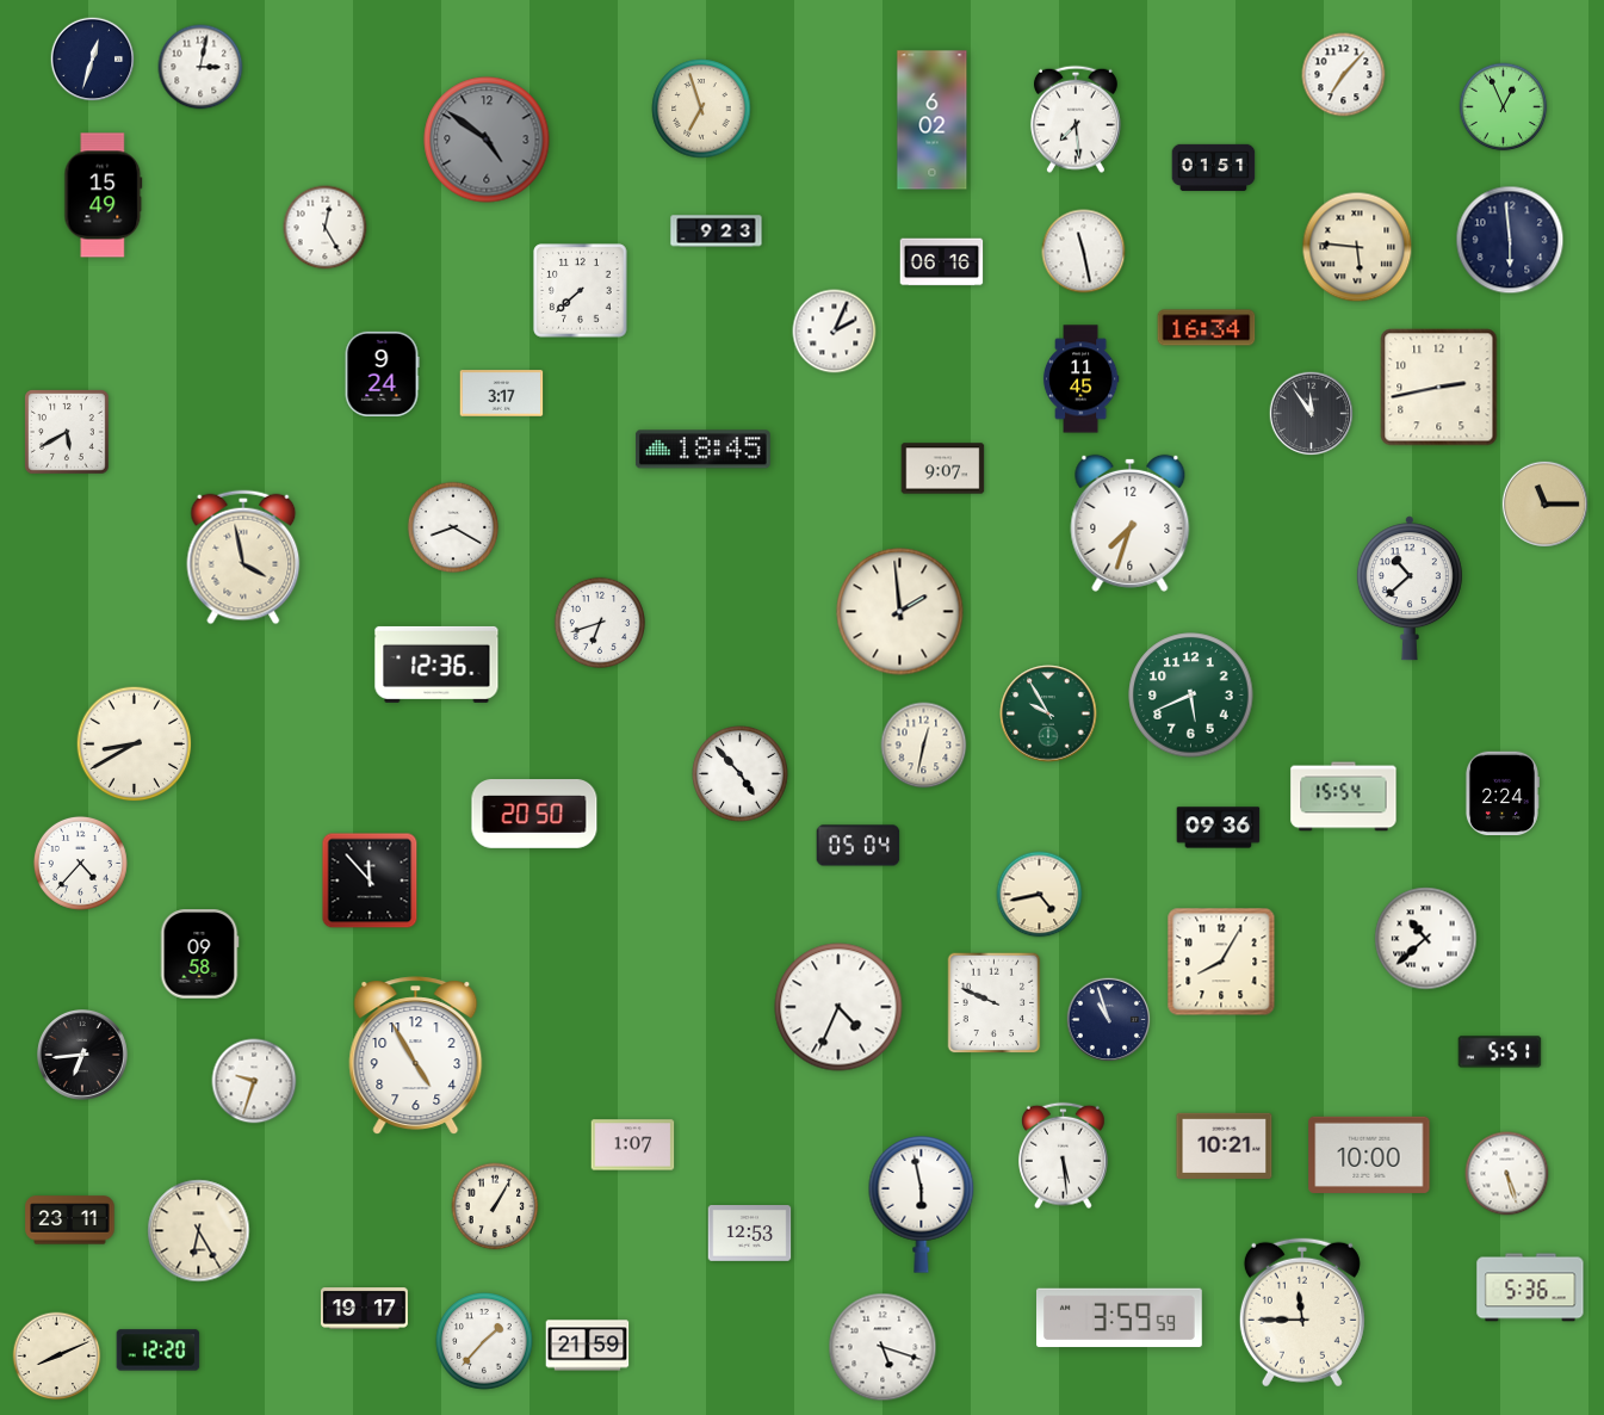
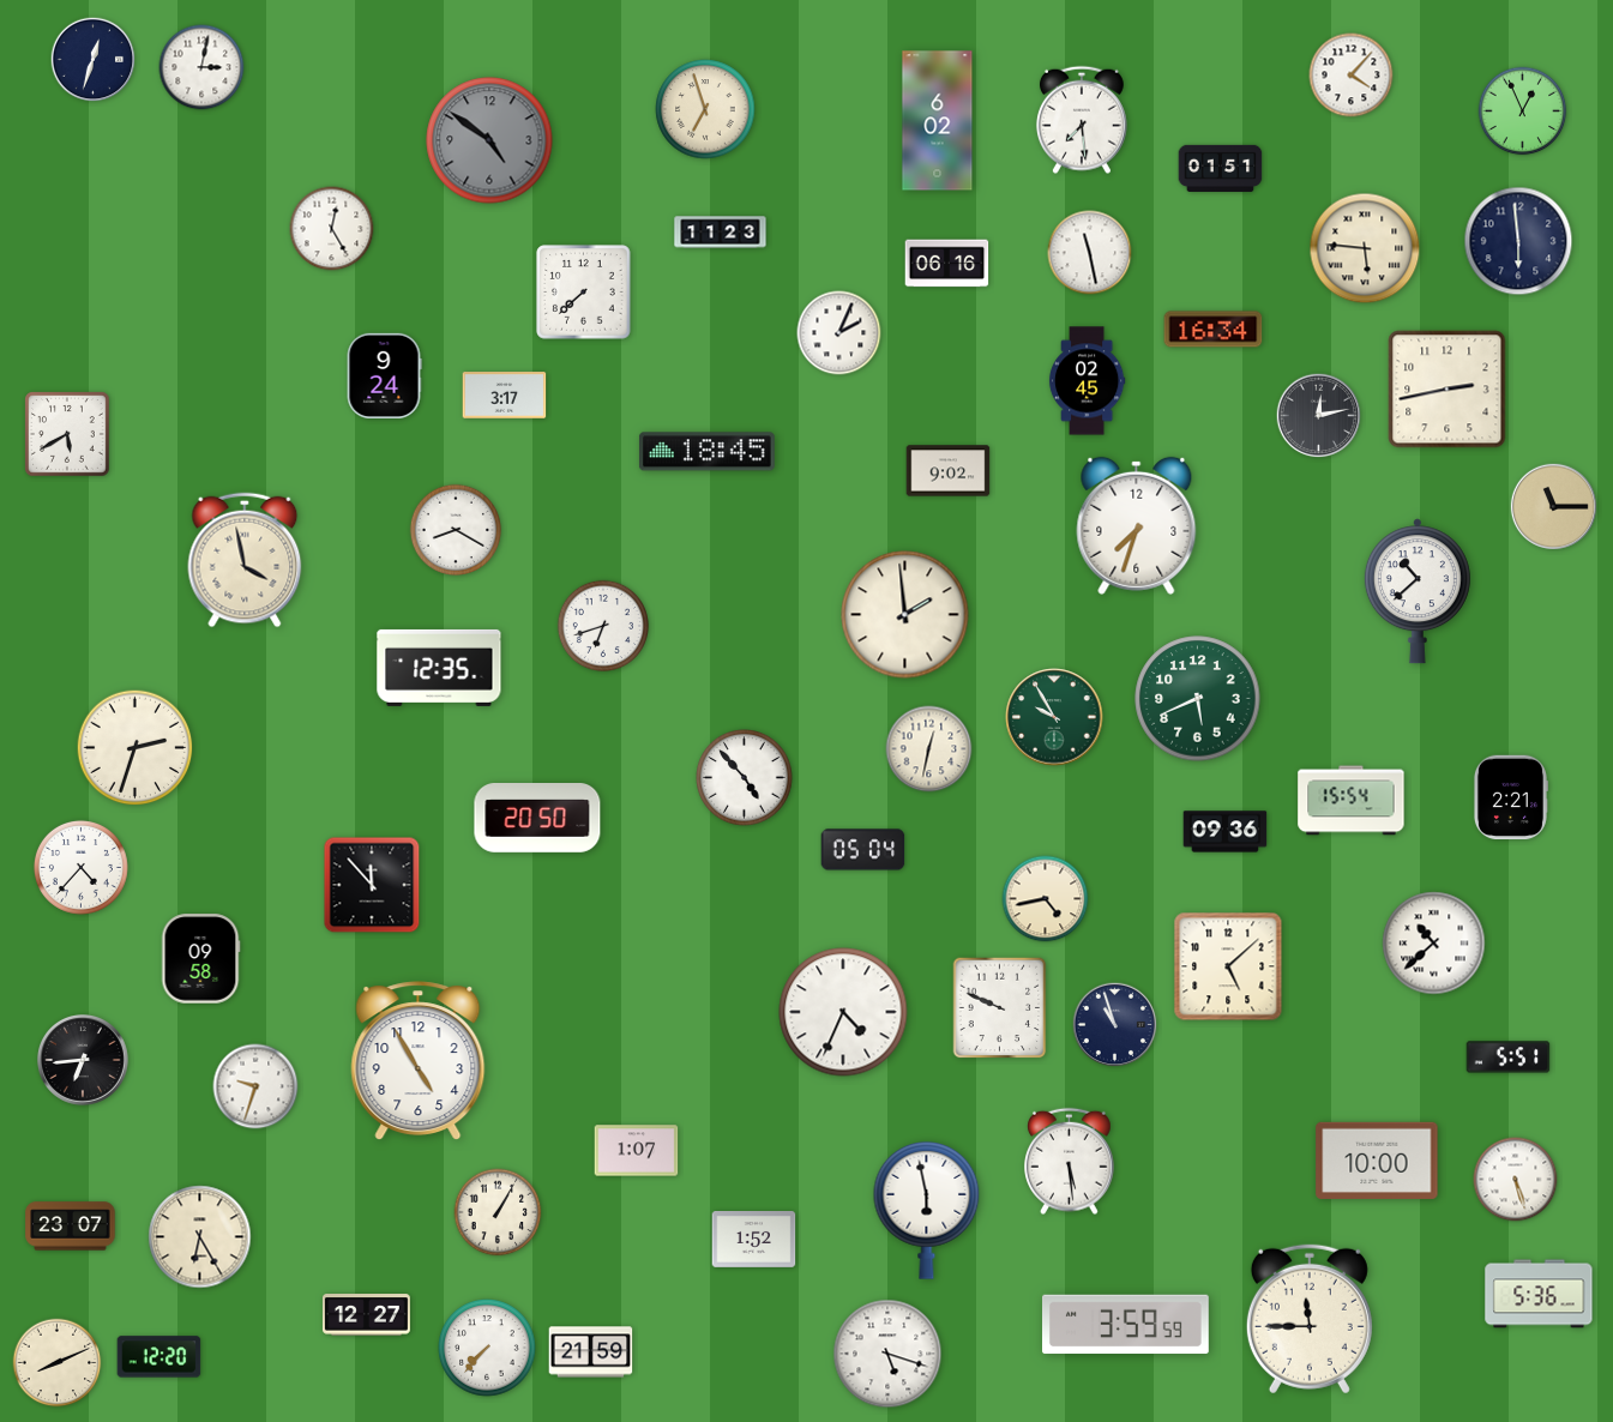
clock at (1344, 75): 7:07 -> 4:07
clock at (1504, 107) position: (1504, 107) -> (1523, 112)
clock at (104, 196): 15:49 -> none
clock at (326, 228) position: (326, 228) -> (332, 229)
clock at (717, 231): 9:23 -> 11:23
clock at (1080, 379): 11:45 -> 02:45
clock at (1312, 414): 11:54 -> 12:13
clock at (943, 469): 9:07 -> 9:02
clock at (436, 665): 12:36 -> 12:35
clock at (135, 744): 8:40 -> 2:33
clock at (1501, 793): 2:24 -> 2:21
clock at (1221, 962): 8:05 -> 5:08
clock at (1225, 1145): 10:21 -> none
clock at (70, 1221): 23:11 -> 23:07
clock at (750, 1234): 12:53 -> 1:52
clock at (364, 1309): 19:17 -> 12:27
clock at (484, 1341): 1:37 -> 7:37
